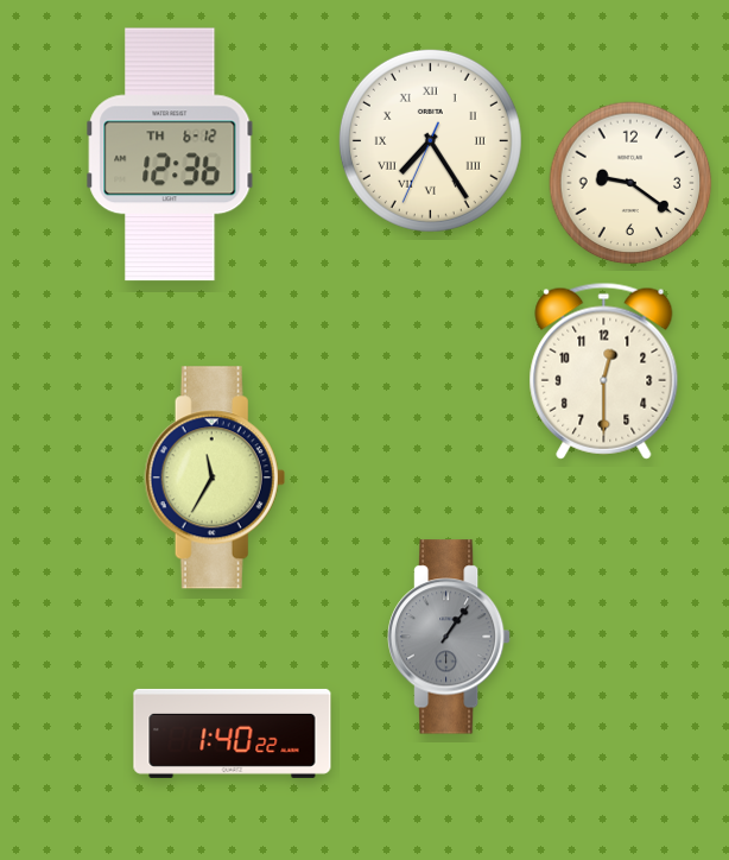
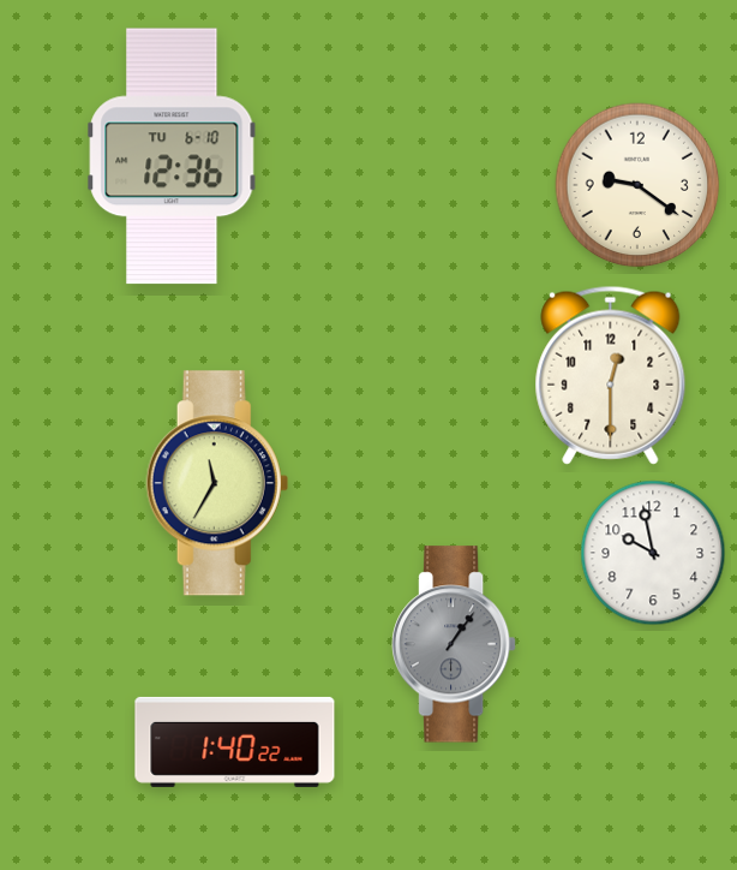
clock at (430, 140): 7:24 -> none
clock at (170, 154) date: TH 6-12 -> TU 6-10
clock at (653, 553): none -> 9:58
